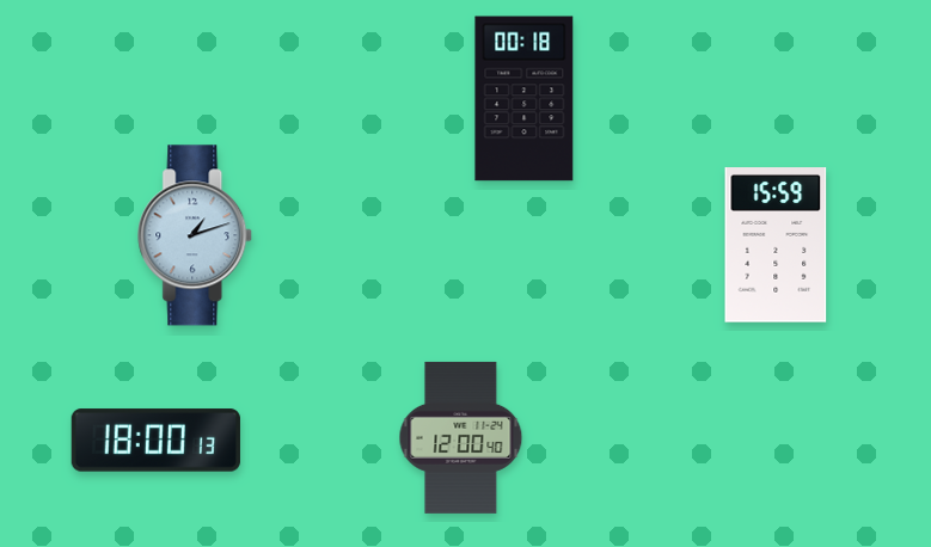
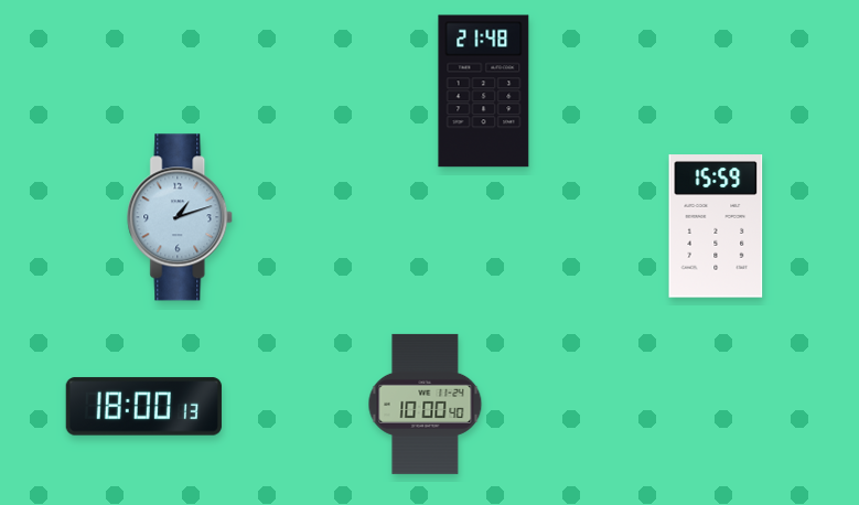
clock at (525, 99): 00:18 -> 21:48
clock at (461, 437): 12:00 -> 10:00
